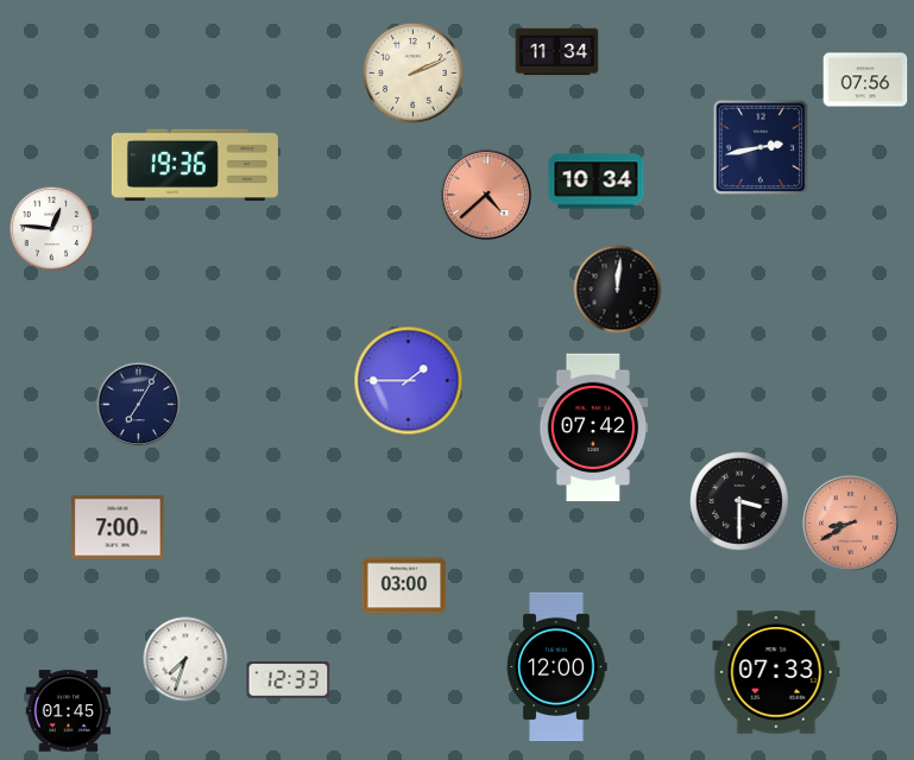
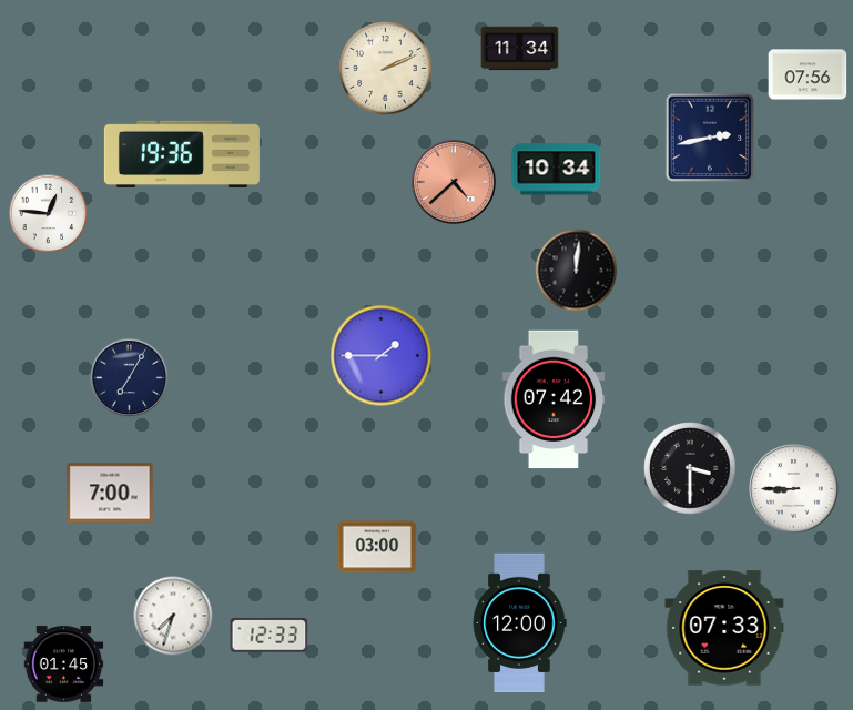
clock at (851, 524): 8:40 -> 8:45
clock at (851, 524) dial: salmon -> white
